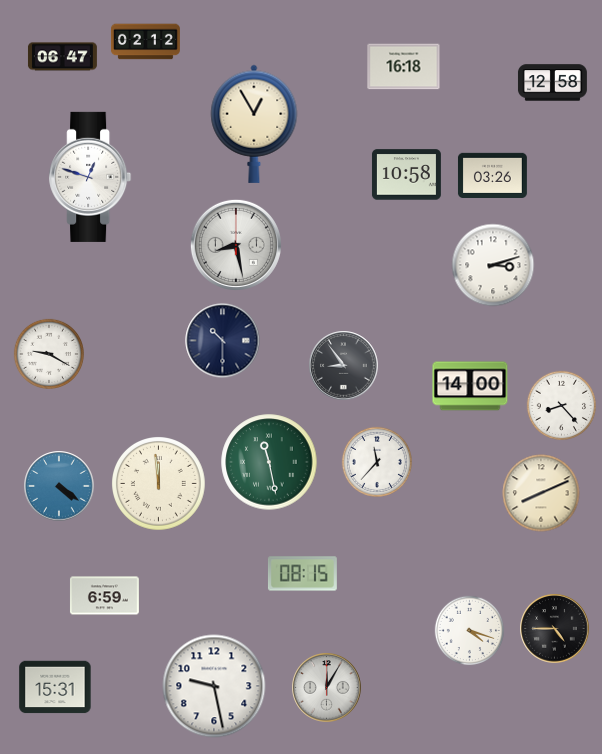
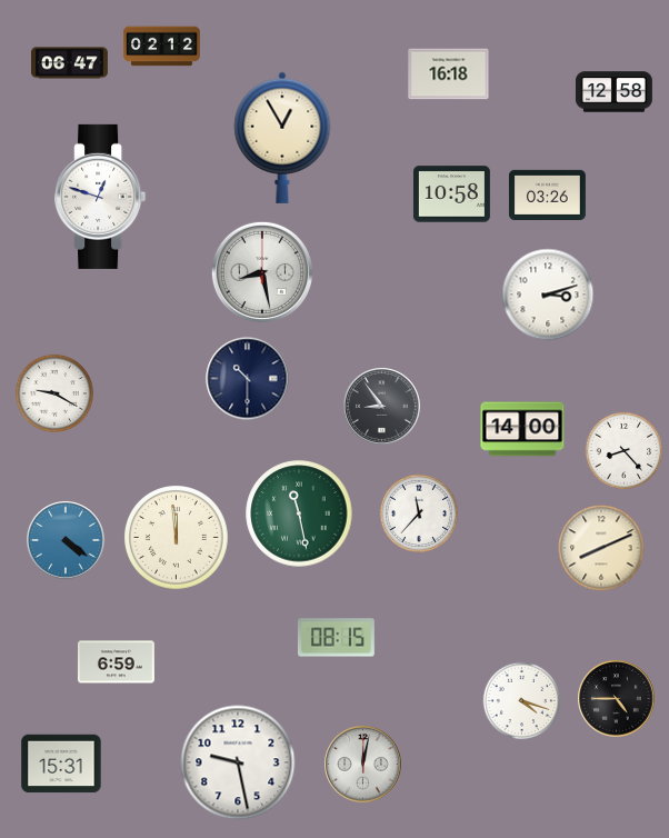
clock at (327, 688): 12:05 -> 12:02
